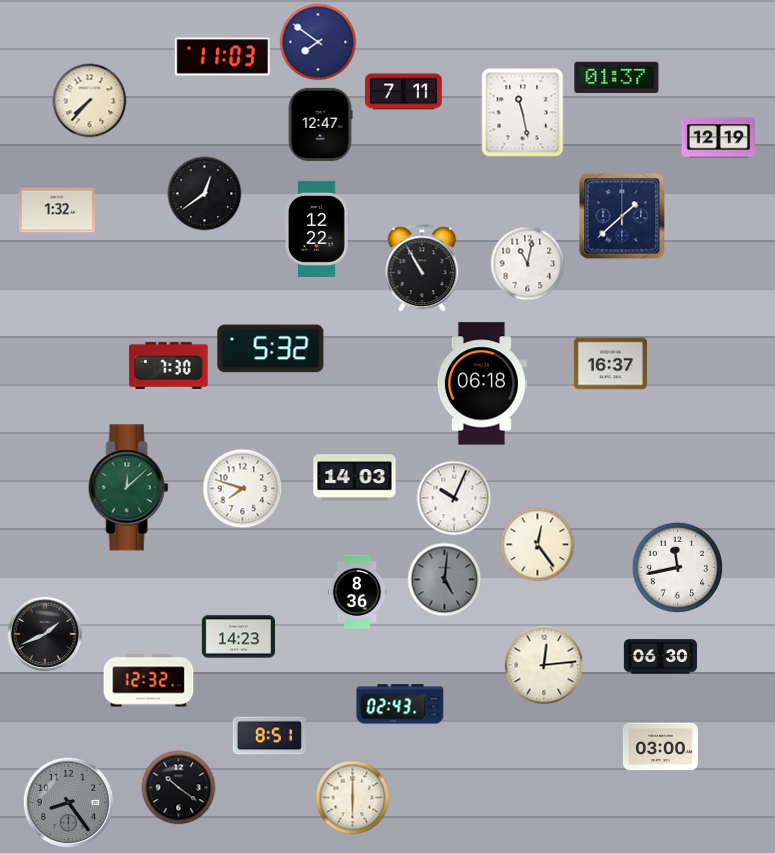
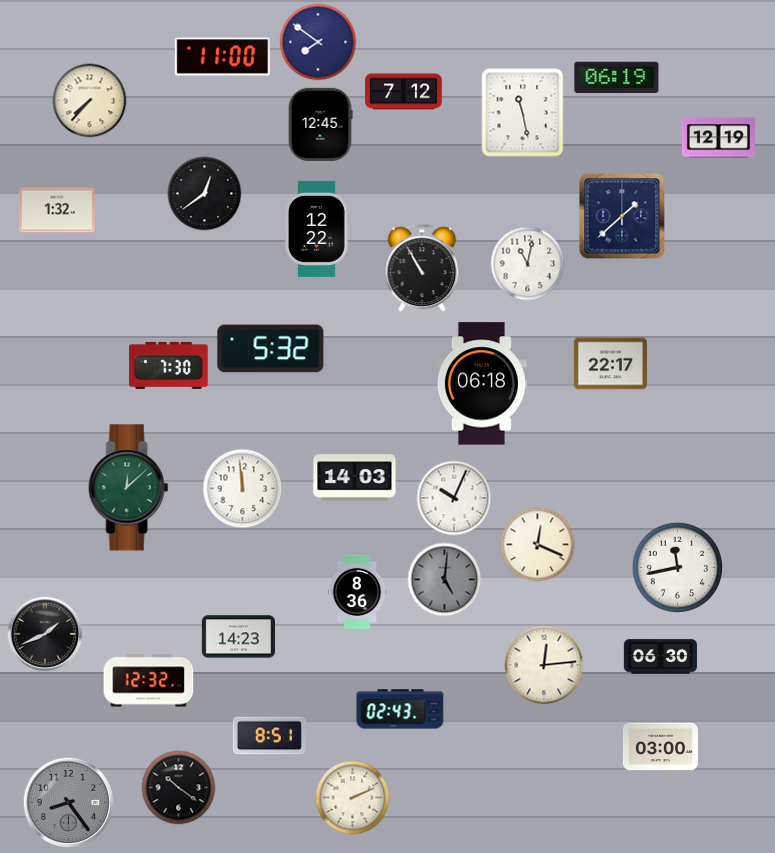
clock at (222, 57): 11:03 -> 11:00
clock at (617, 78): 01:37 -> 06:19
clock at (404, 92): 7:11 -> 7:12
clock at (320, 124): 12:47 -> 12:45
clock at (610, 364): 16:37 -> 22:17
clock at (243, 489): 7:48 -> 11:59
clock at (538, 545): 12:24 -> 12:19
clock at (400, 704) position: (400, 704) -> (400, 709)
clock at (353, 798): 6:00 -> 2:11
